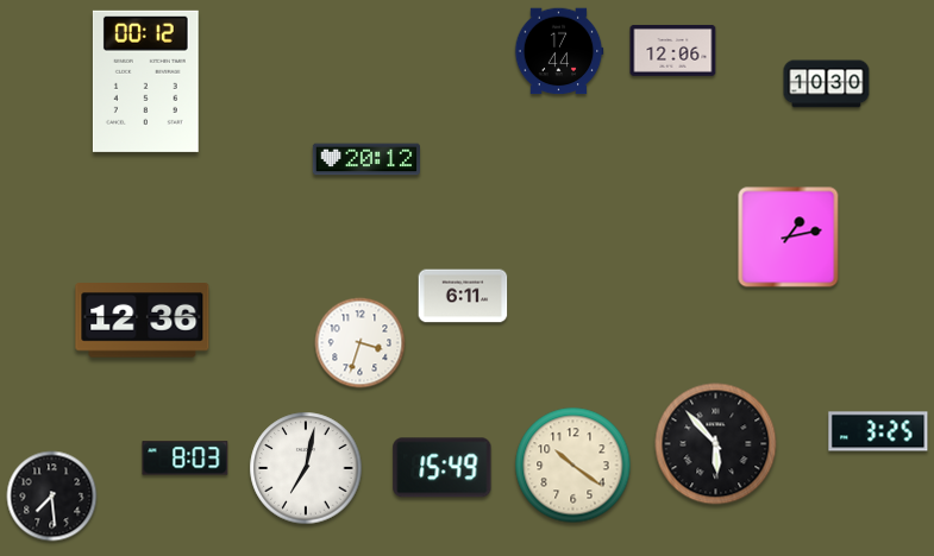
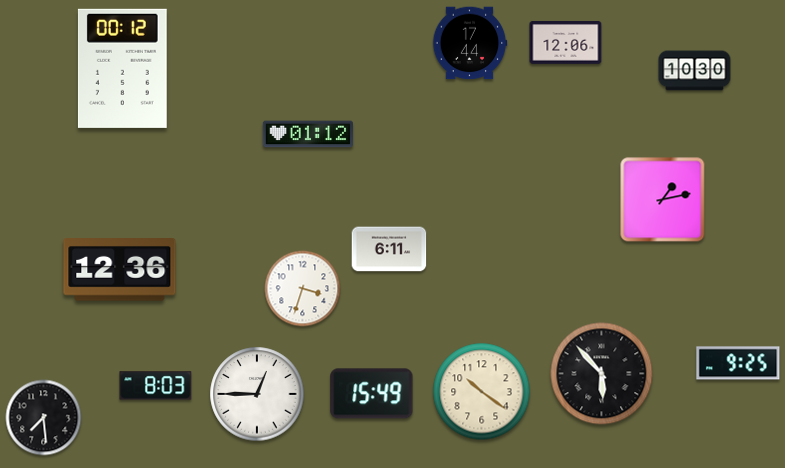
clock at (365, 159): 20:12 -> 01:12
clock at (878, 431): 3:25 -> 9:25
clock at (306, 468): 7:02 -> 12:45
